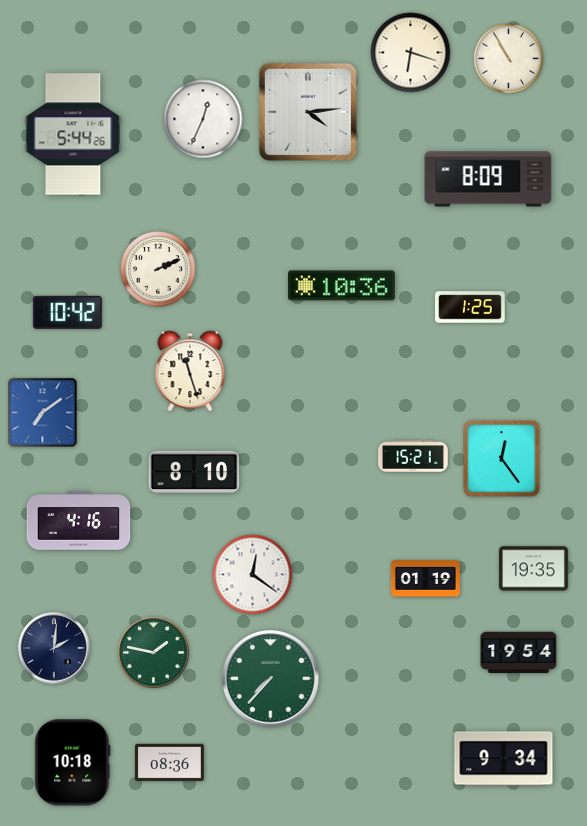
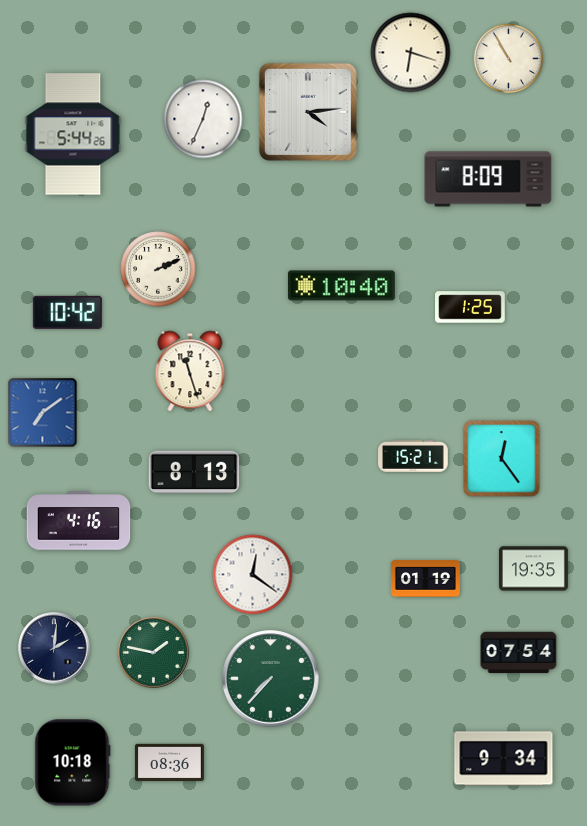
clock at (341, 286): 10:36 -> 10:40
clock at (194, 472): 8:10 -> 8:13
clock at (519, 653): 19:54 -> 07:54
